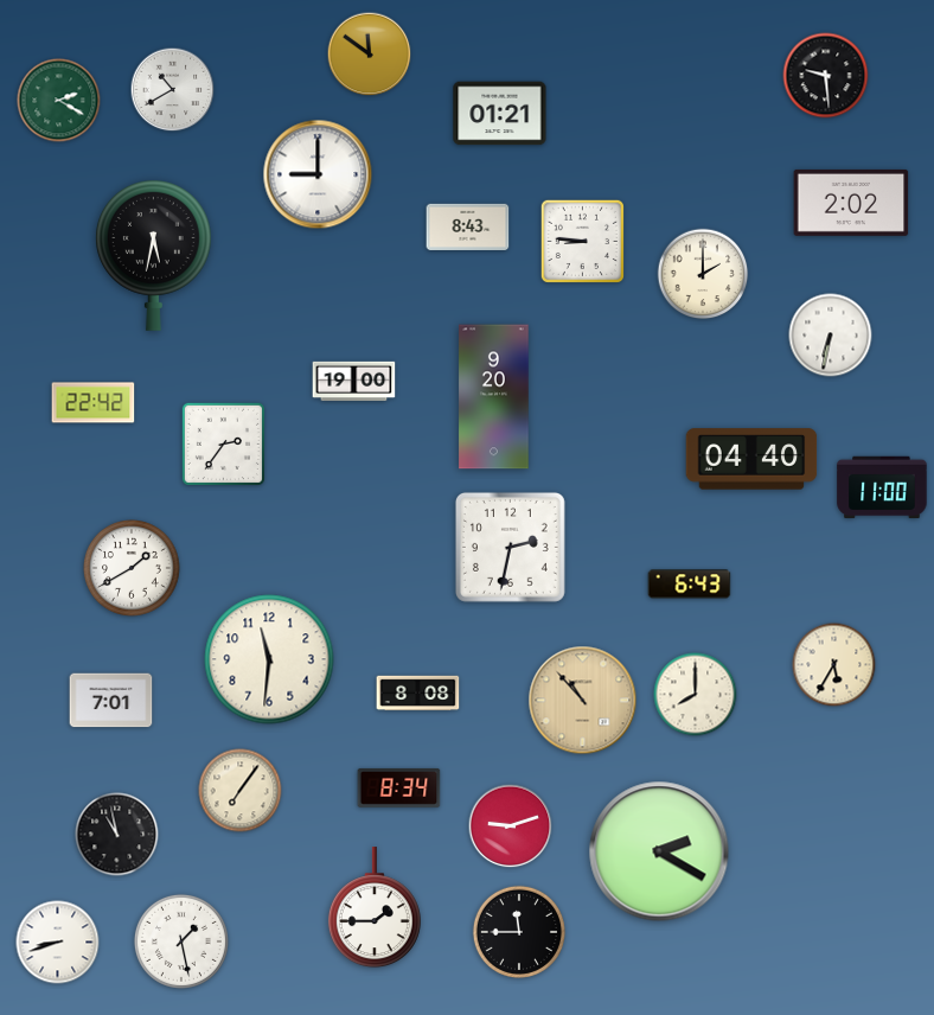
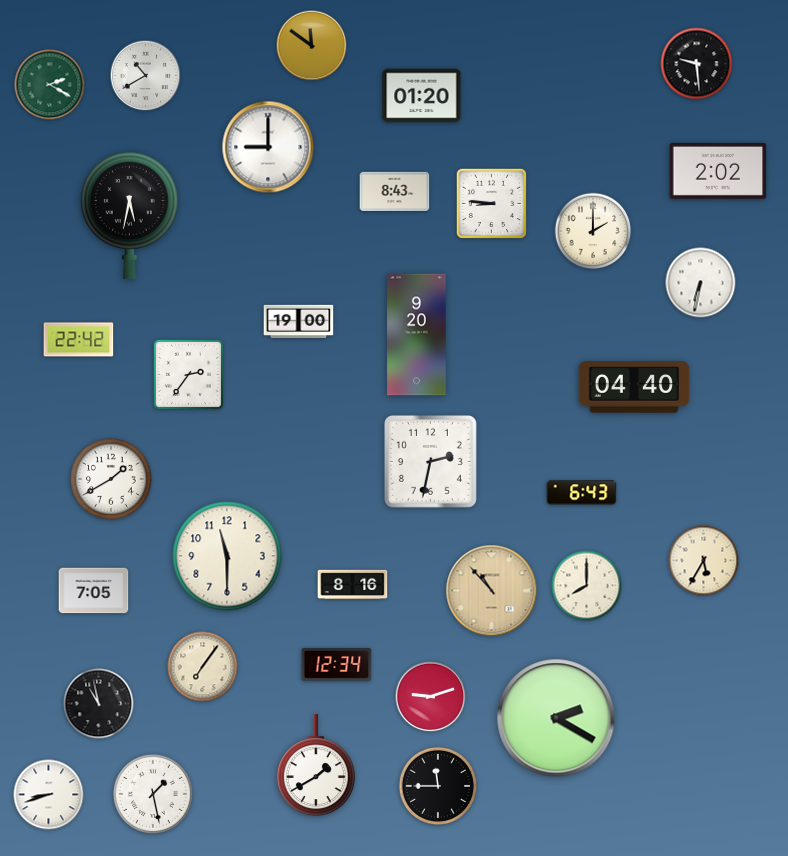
clock at (500, 114): 01:21 -> 01:20
clock at (882, 487): 11:00 -> none
clock at (269, 659): 11:31 -> 11:30
clock at (418, 694): 8:08 -> 8:16
clock at (111, 701): 7:01 -> 7:05
clock at (399, 787): 8:34 -> 12:34
clock at (375, 908): 1:45 -> 1:40
